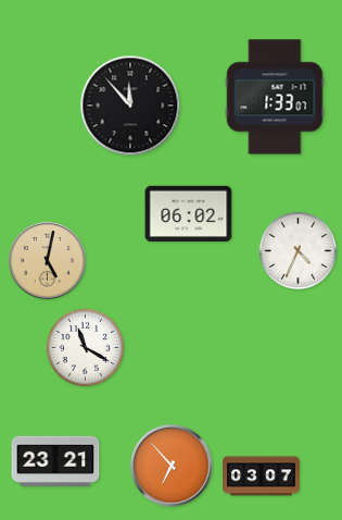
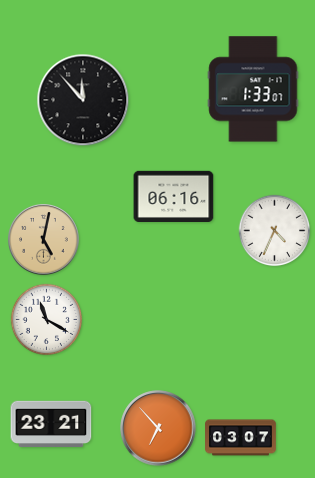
clock at (130, 106) position: (130, 106) -> (83, 100)
clock at (189, 213): 06:02 -> 06:16
clock at (86, 348) position: (86, 348) -> (47, 320)
